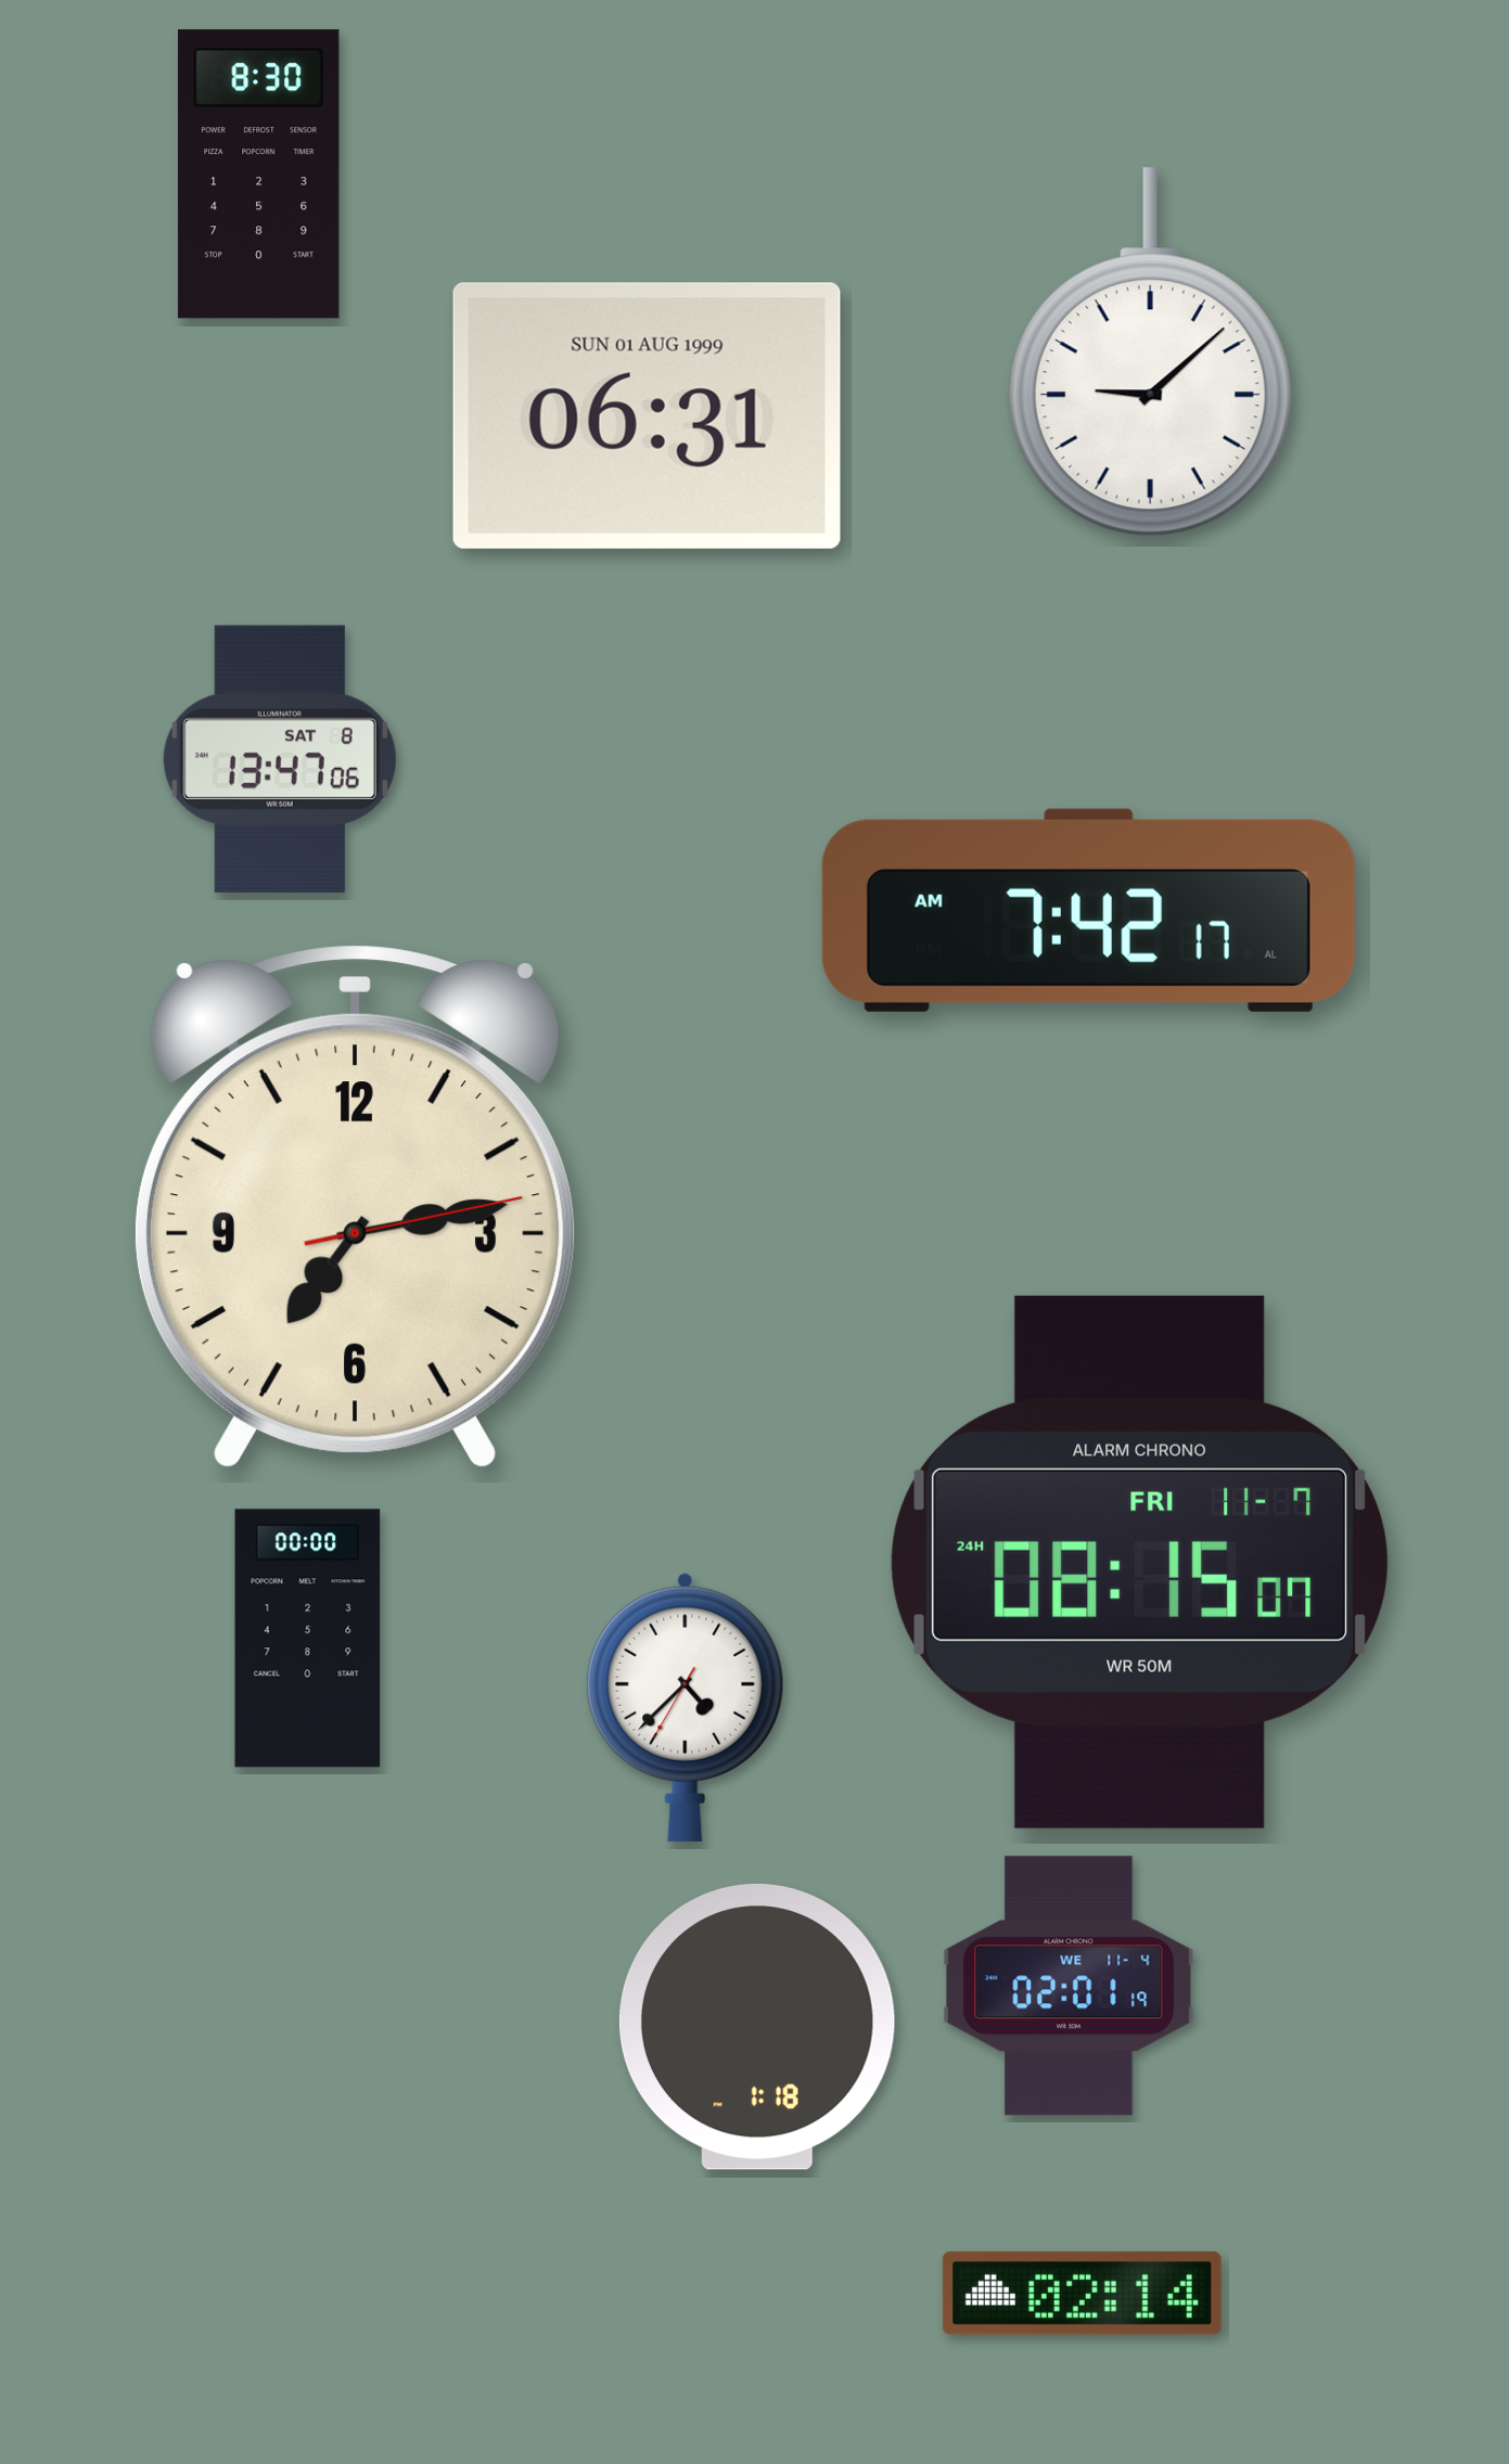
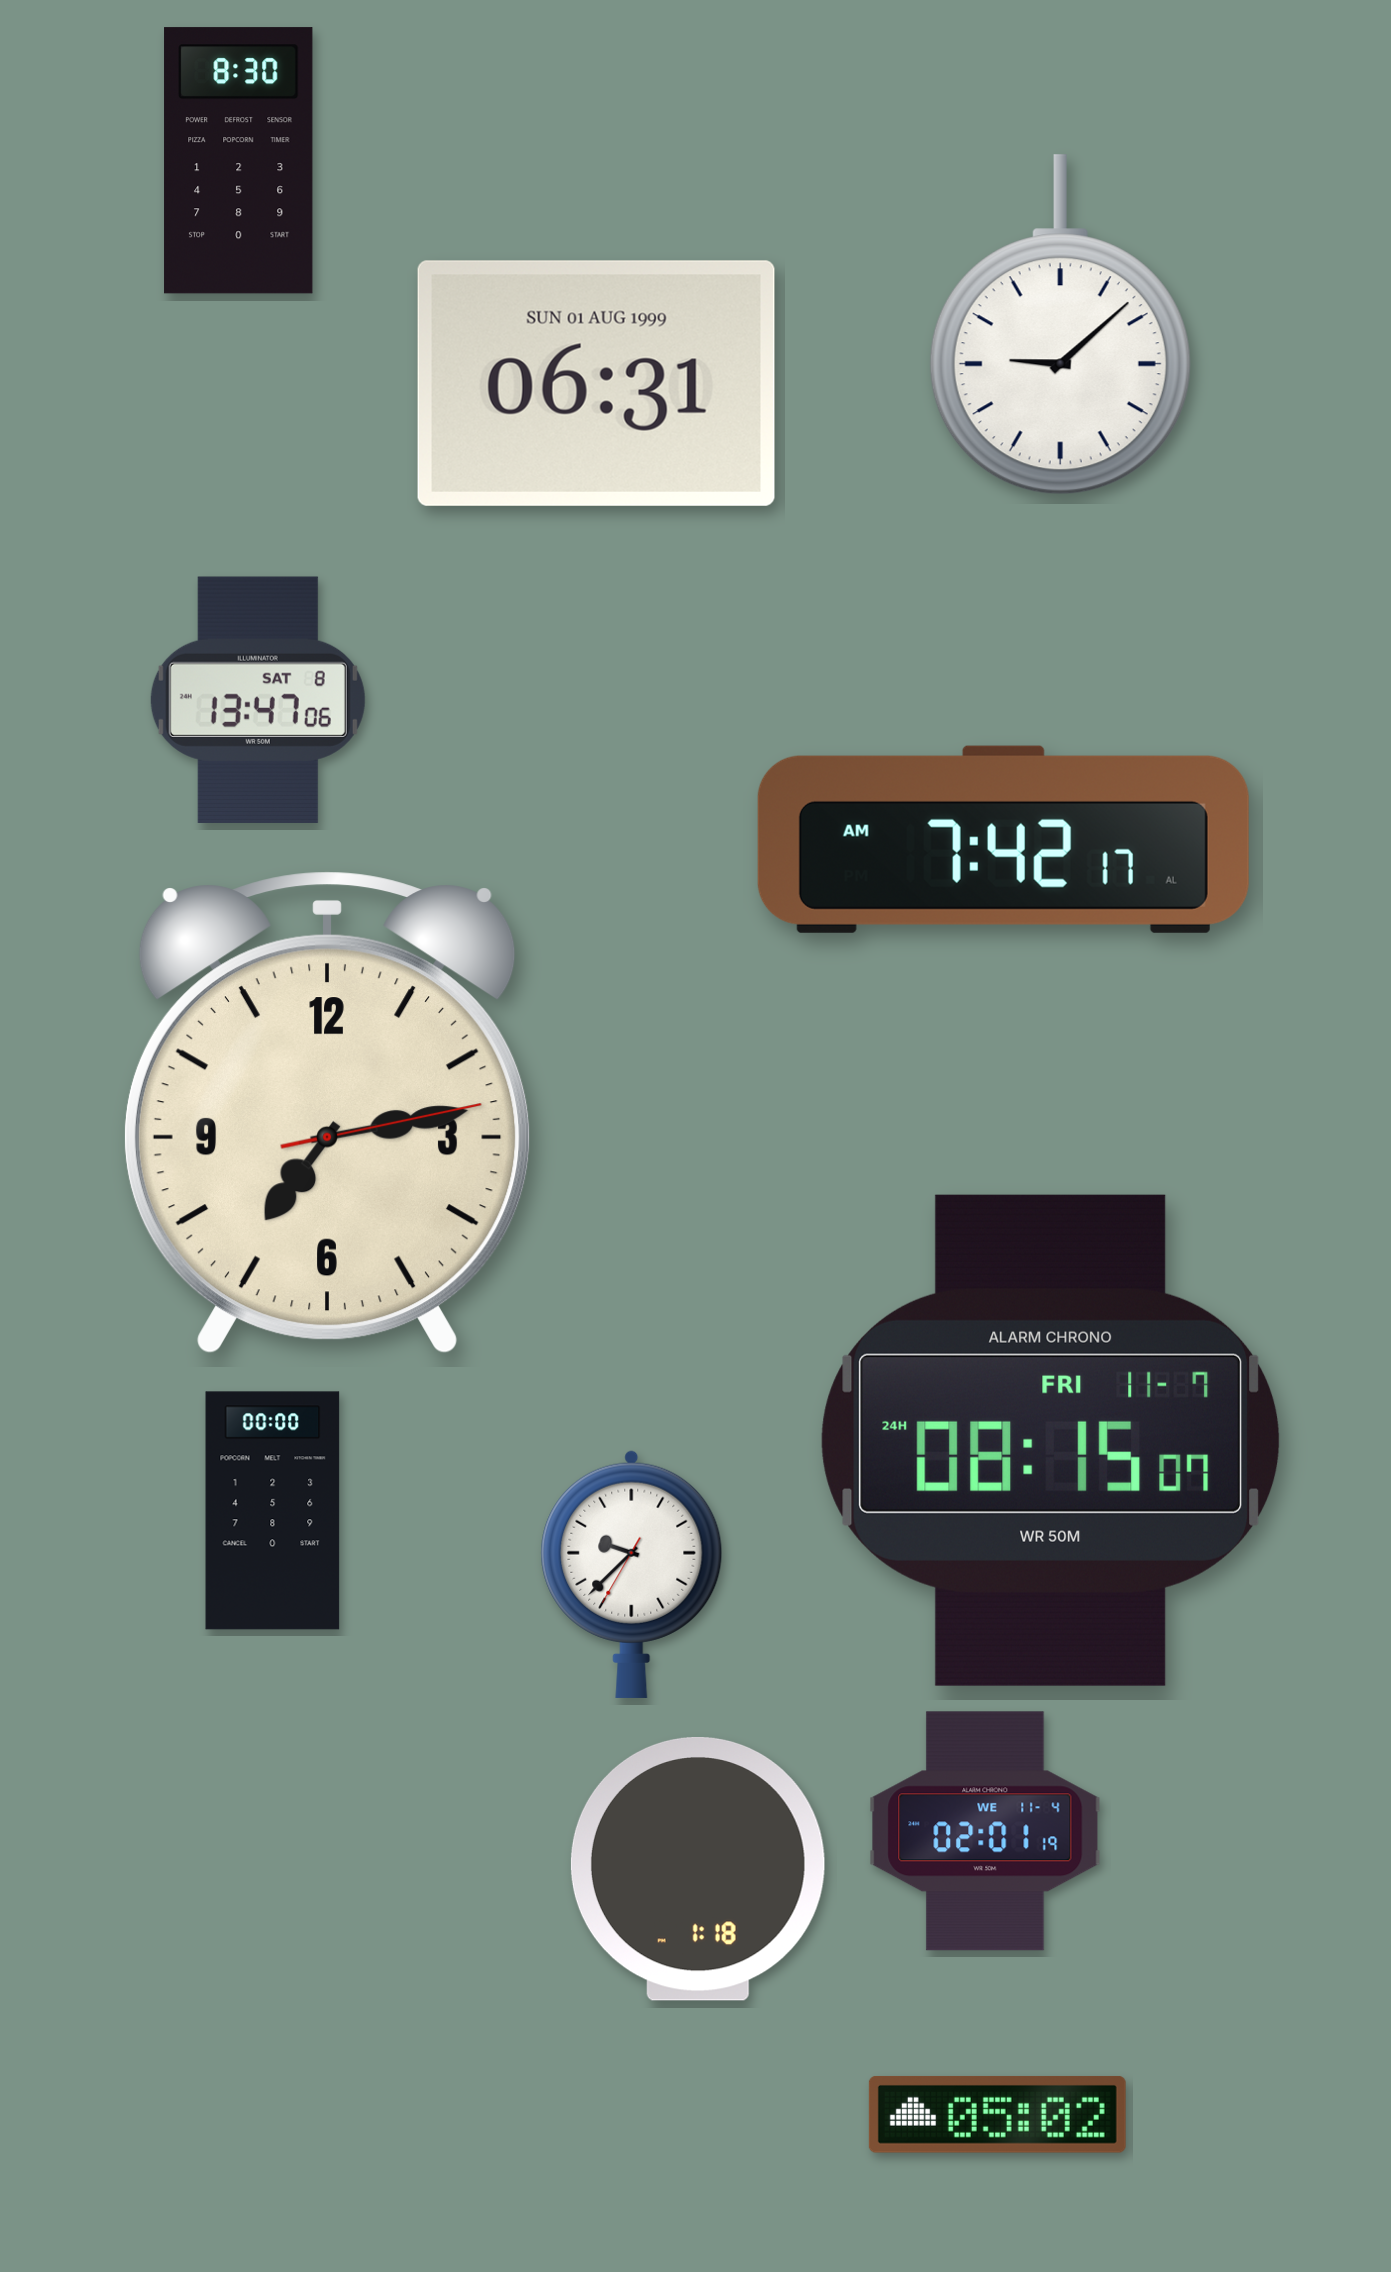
clock at (308, 1639) position: (308, 1639) -> (273, 1511)
clock at (686, 1707): 4:37 -> 9:37
clock at (1082, 2294): 02:14 -> 05:02
